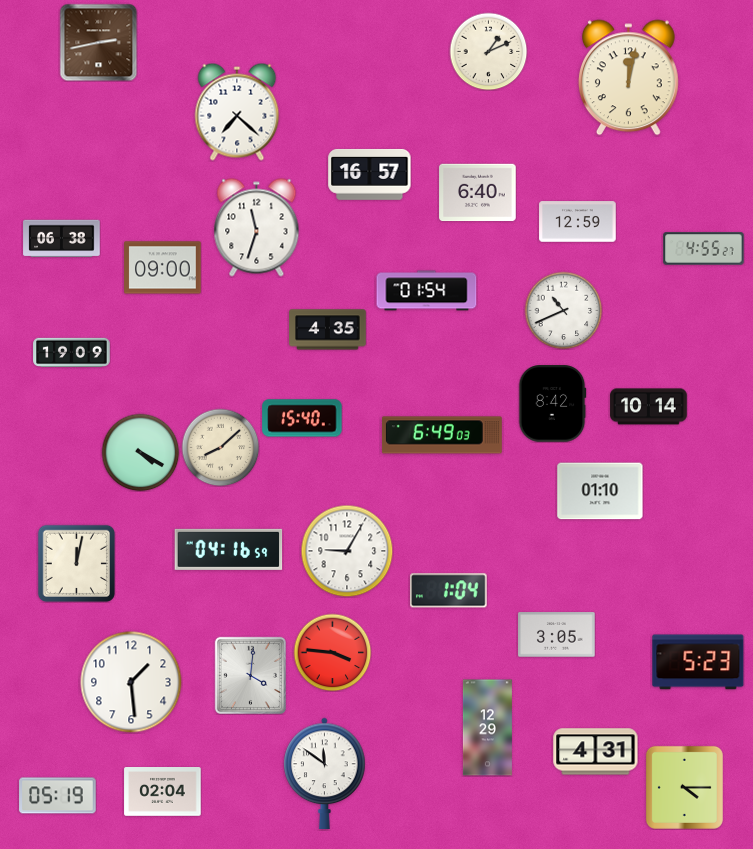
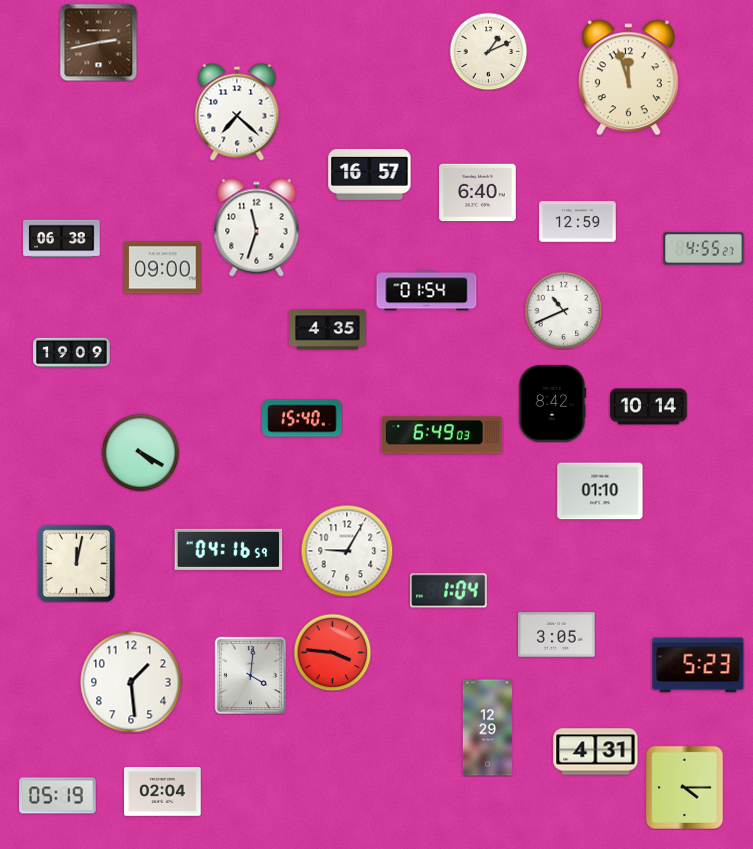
clock at (628, 78): 12:02 -> 11:57
clock at (220, 447): 8:08 -> none
clock at (698, 662) position: (698, 662) -> (698, 665)
clock at (325, 773): 11:51 -> none
